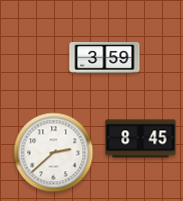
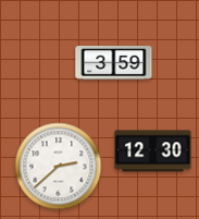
clock at (141, 139): 8:45 -> 12:30
